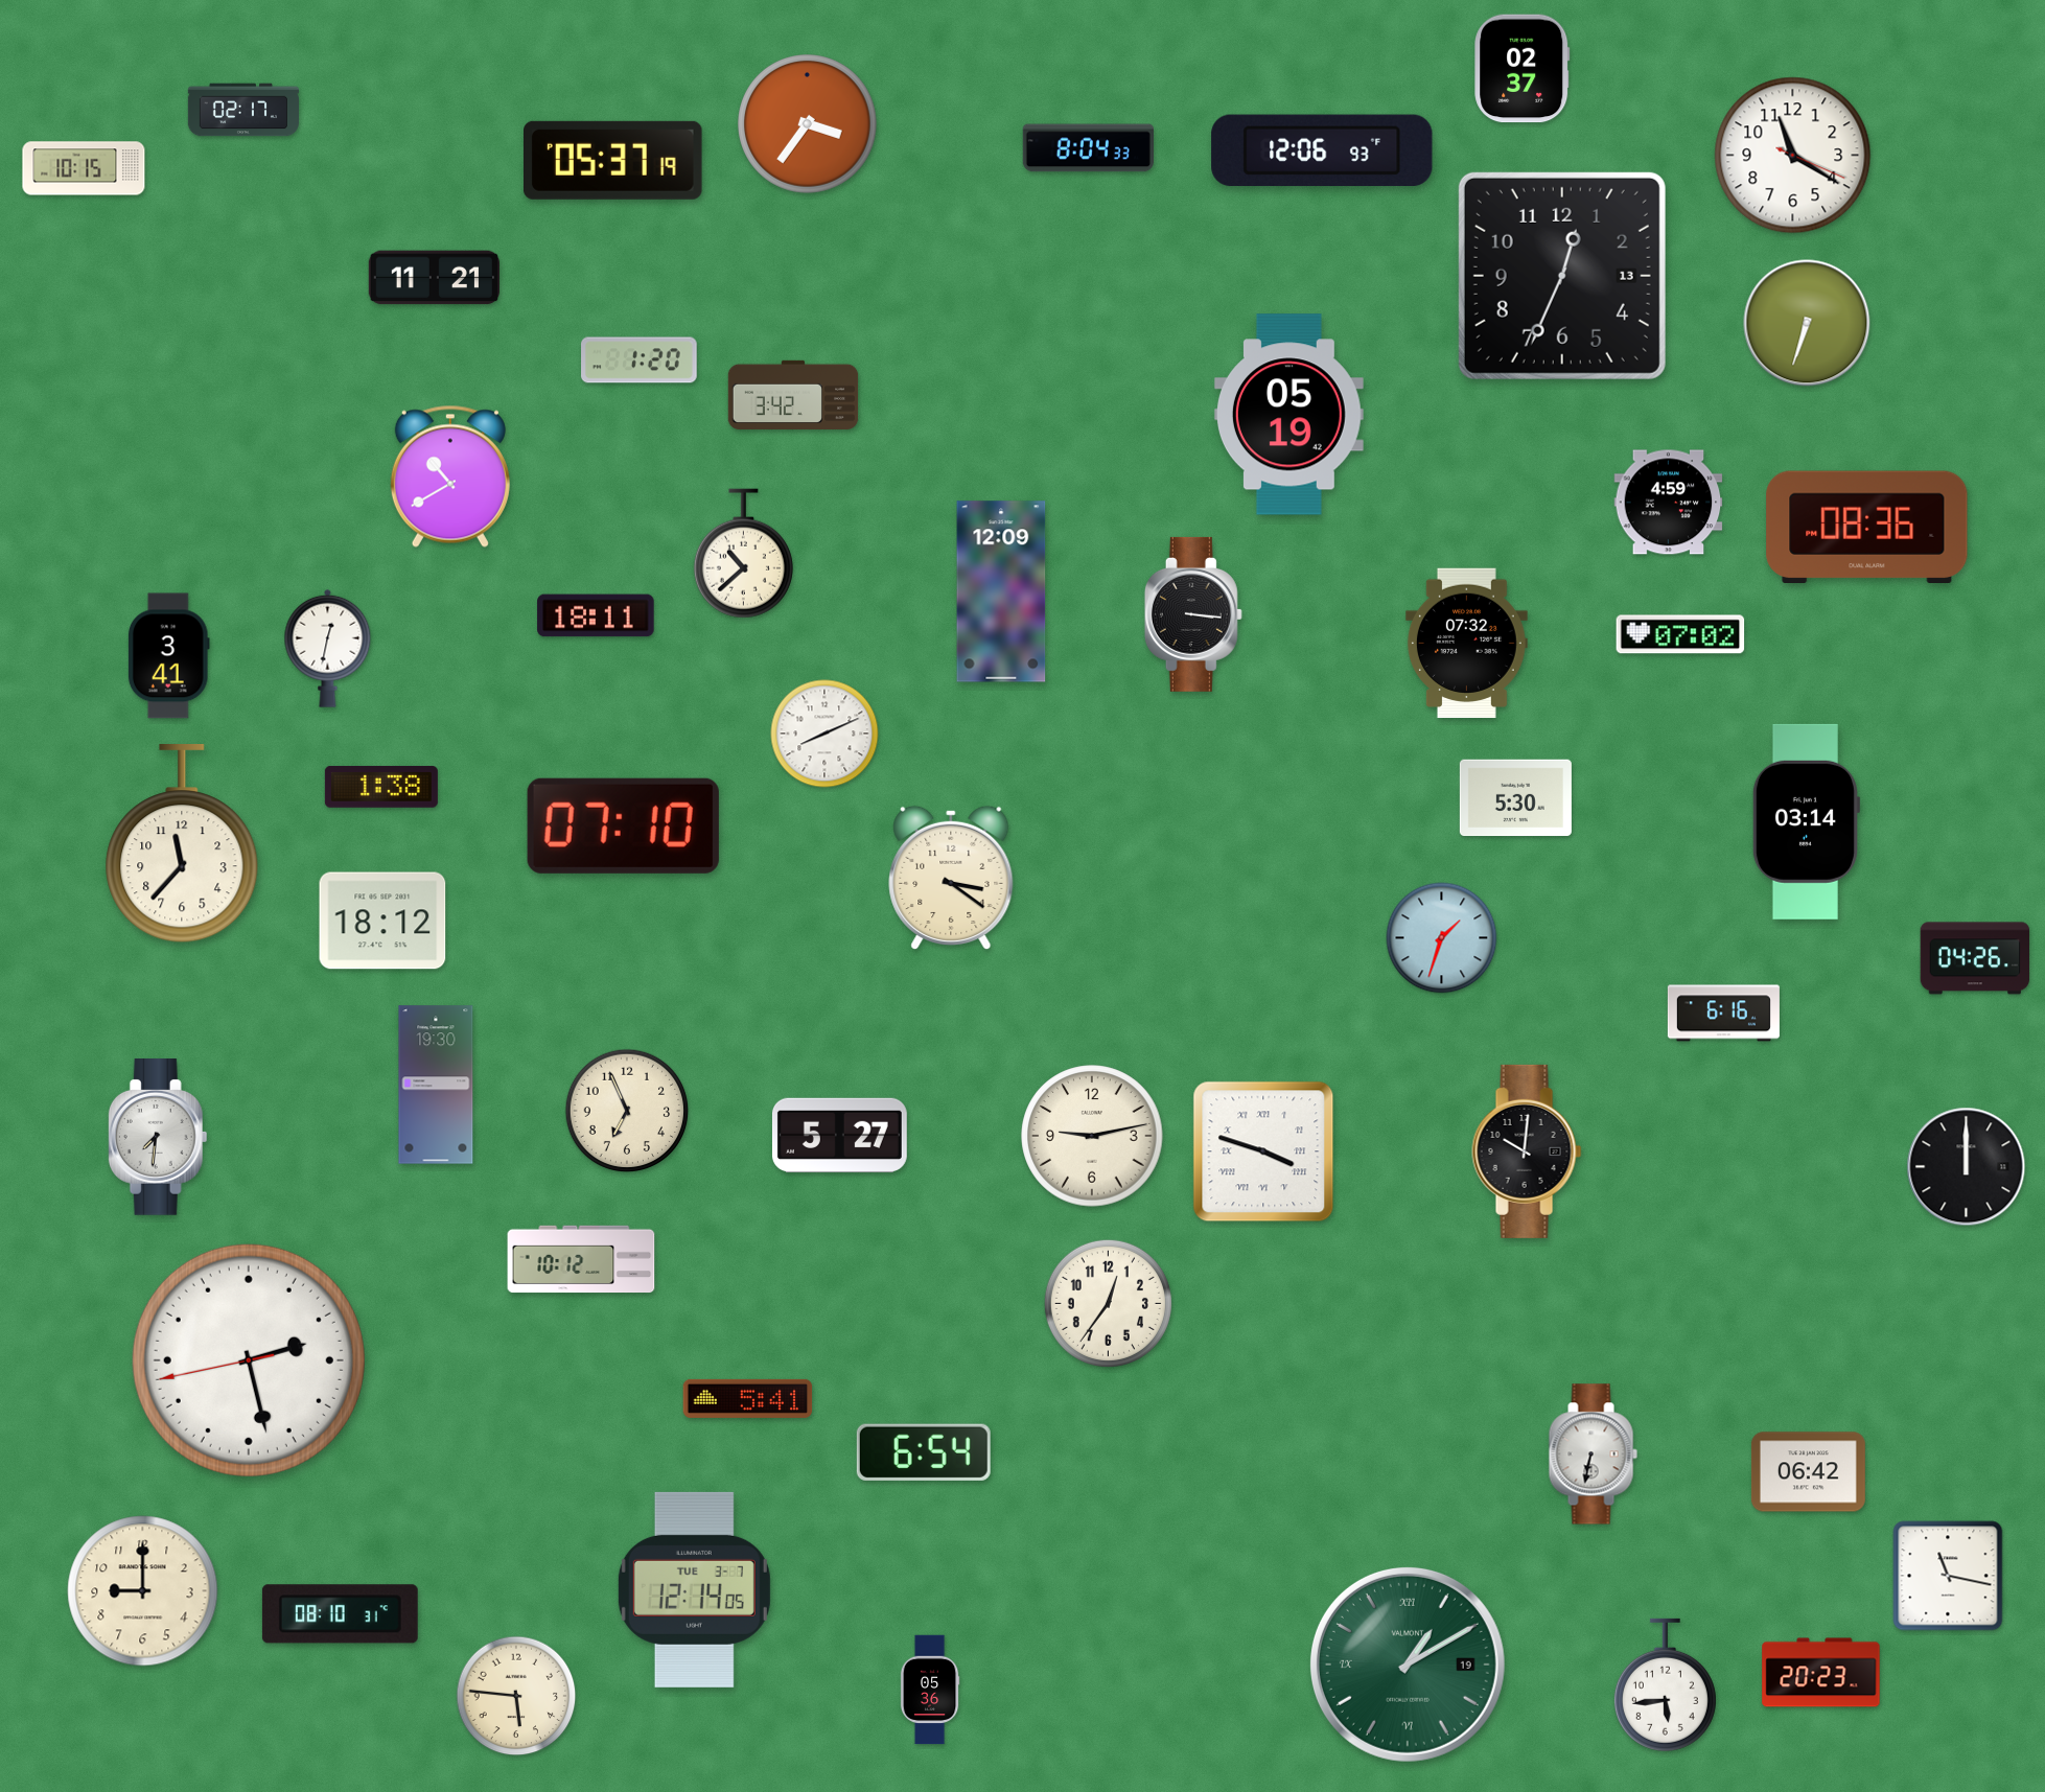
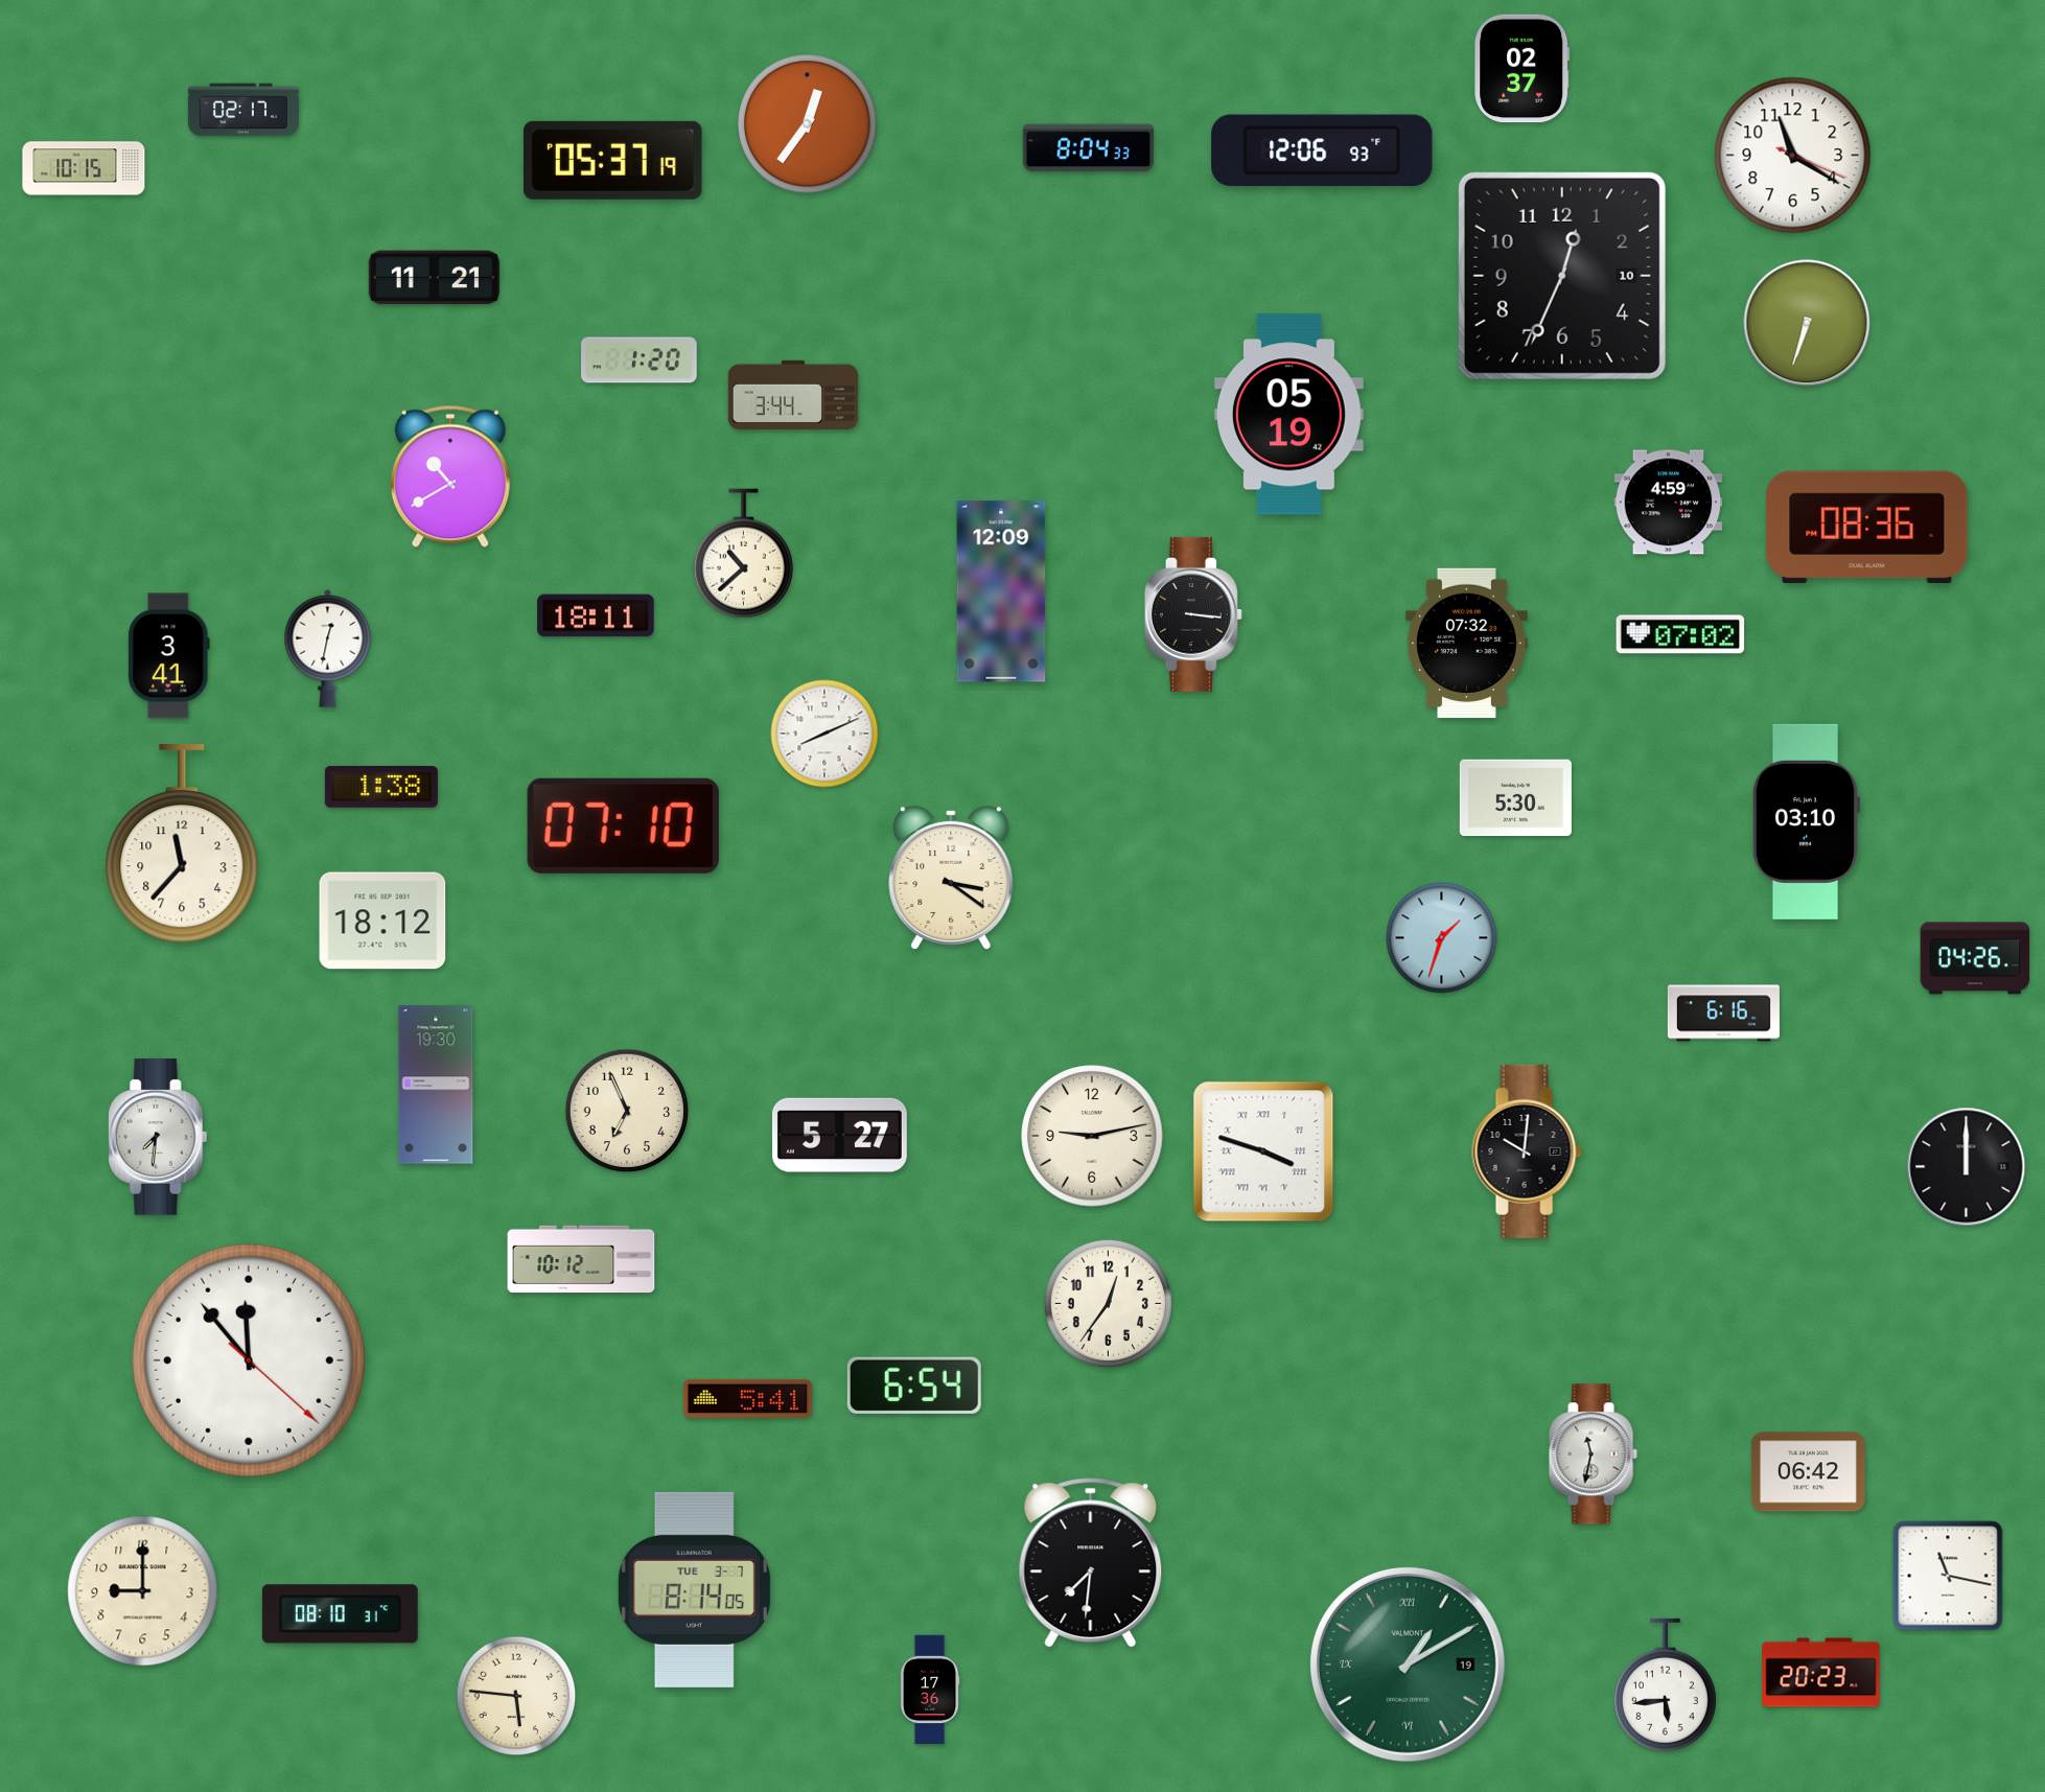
clock at (808, 124): 3:36 -> 12:36
clock at (1562, 276) date: 13 -> 10
clock at (793, 395): 3:42 -> 3:44
clock at (1805, 821): 03:14 -> 03:10
clock at (249, 1360): 2:27 -> 11:53
clock at (924, 1452) position: (924, 1452) -> (914, 1386)
clock at (1593, 1454): 6:32 -> 11:32
clock at (1091, 1563): none -> 7:31
clock at (694, 1589): 12:14 -> 8:14
clock at (930, 1690): 05:36 -> 17:36
